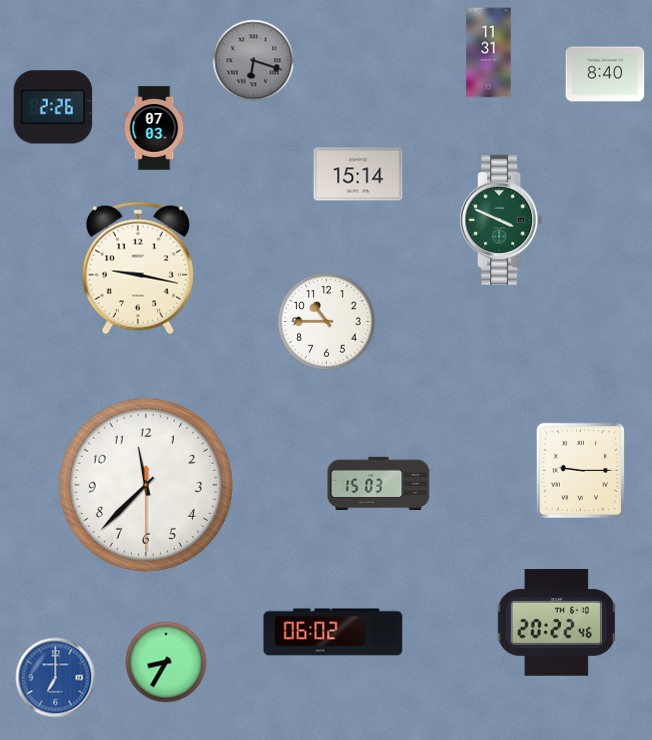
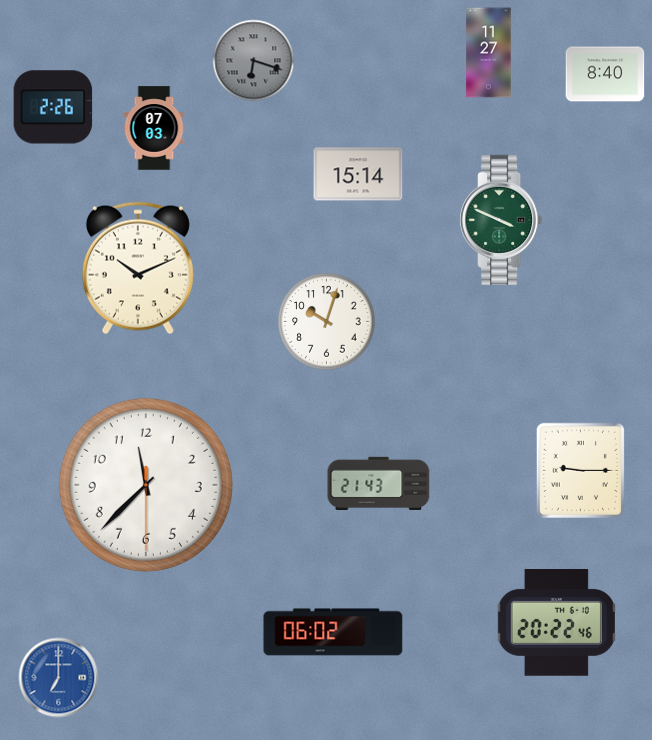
clock at (489, 53): 11:31 -> 11:27
clock at (138, 268): 9:17 -> 10:11
clock at (327, 322): 10:45 -> 10:03
clock at (379, 483): 15:03 -> 21:43
clock at (166, 662): 8:35 -> none
clock at (56, 678) position: (56, 678) -> (59, 678)
